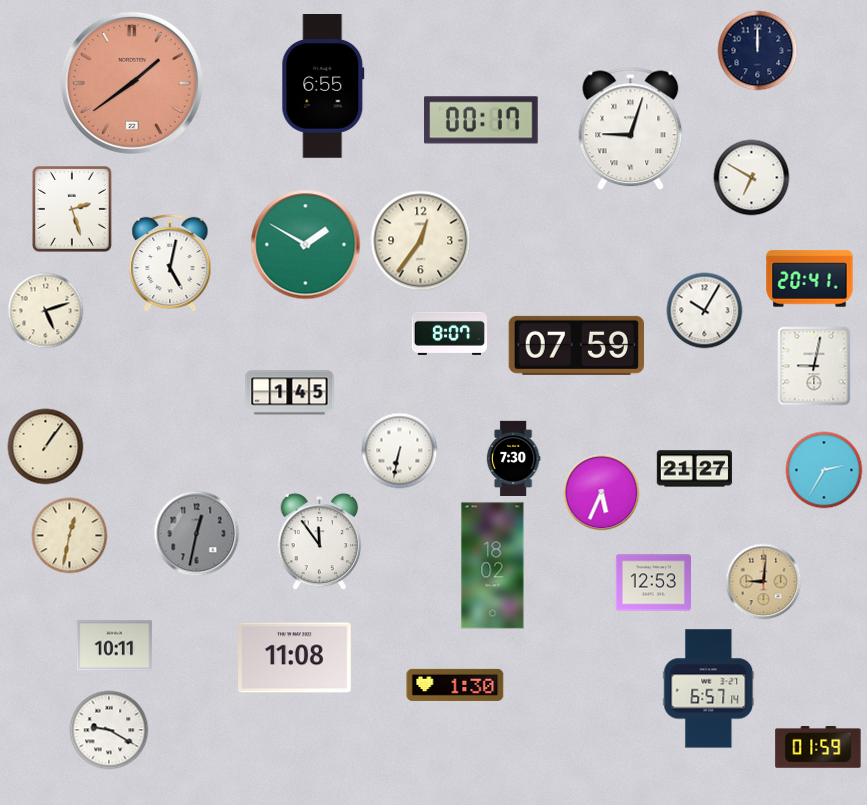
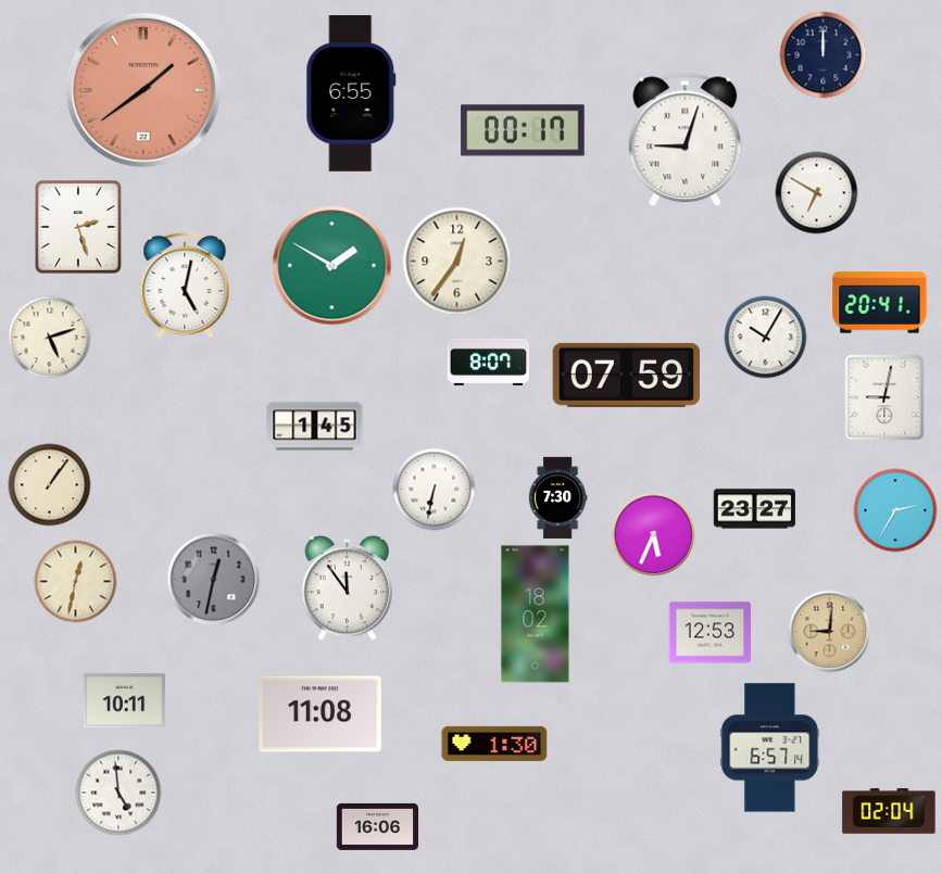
clock at (694, 469): 21:27 -> 23:27
clock at (109, 730): 9:20 -> 4:59
clock at (818, 747): 01:59 -> 02:04
clock at (377, 826): none -> 16:06
